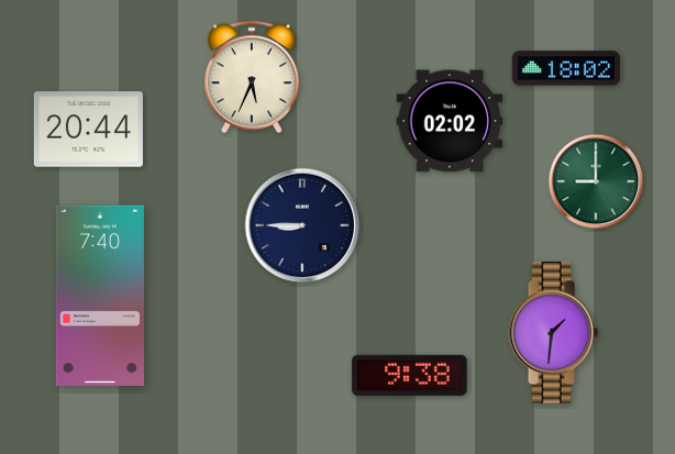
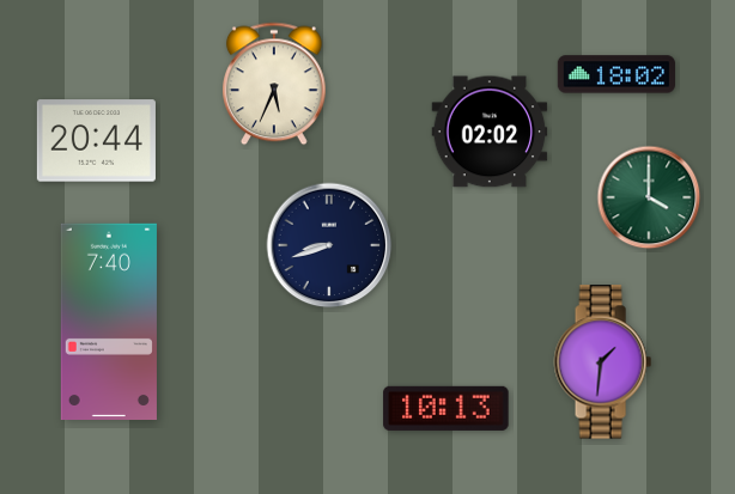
clock at (596, 181): 9:00 -> 4:00
clock at (302, 225): 8:45 -> 8:42
clock at (410, 375): 9:38 -> 10:13
